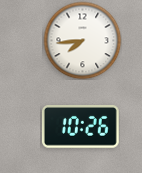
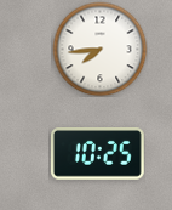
clock at (80, 127): 10:26 -> 10:25
